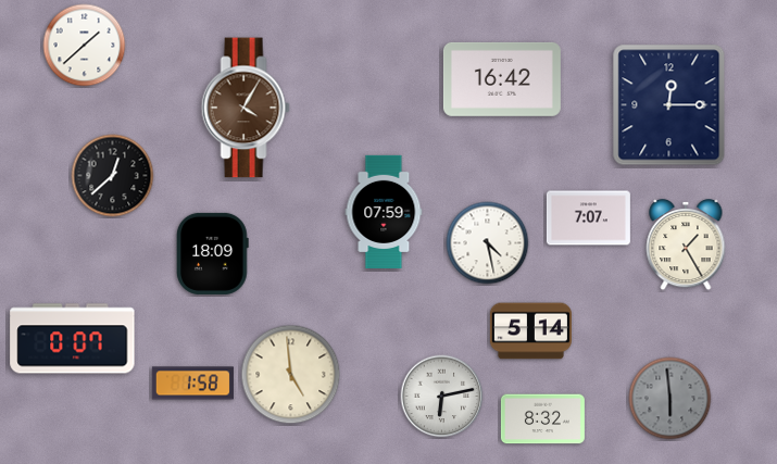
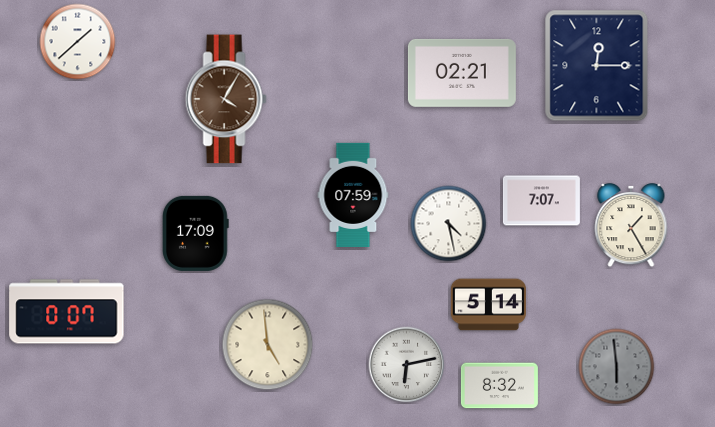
clock at (502, 79): 16:42 -> 02:21
clock at (669, 105) position: (669, 105) -> (597, 66)
clock at (113, 176): 12:38 -> none
clock at (213, 253): 18:09 -> 17:09
clock at (192, 384): 1:58 -> none
